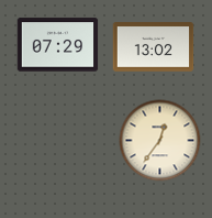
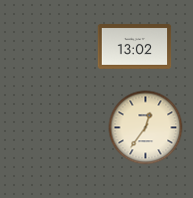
clock at (58, 45): 07:29 -> none
clock at (154, 47) position: (154, 47) -> (135, 47)
